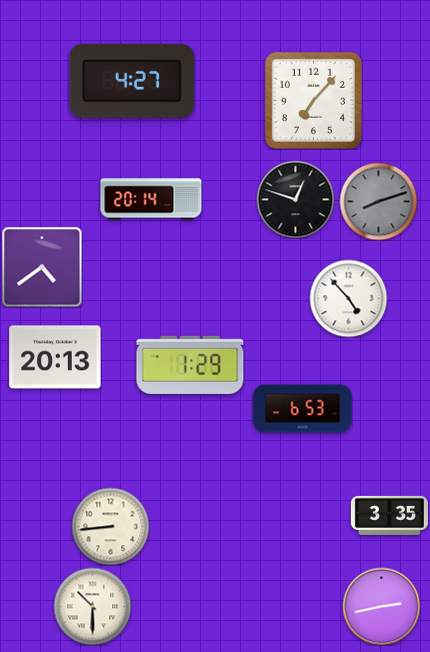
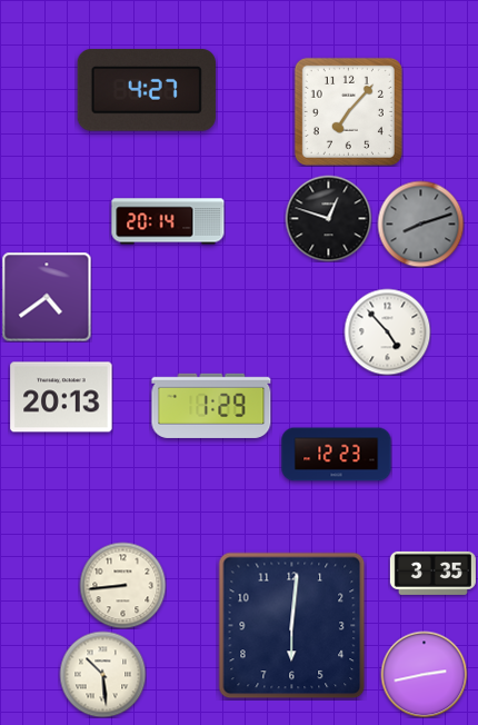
clock at (295, 199) position: (295, 199) -> (328, 218)
clock at (303, 409): 6:53 -> 12:23
clock at (292, 626): none -> 6:01
clock at (92, 606): 10:30 -> 10:29
